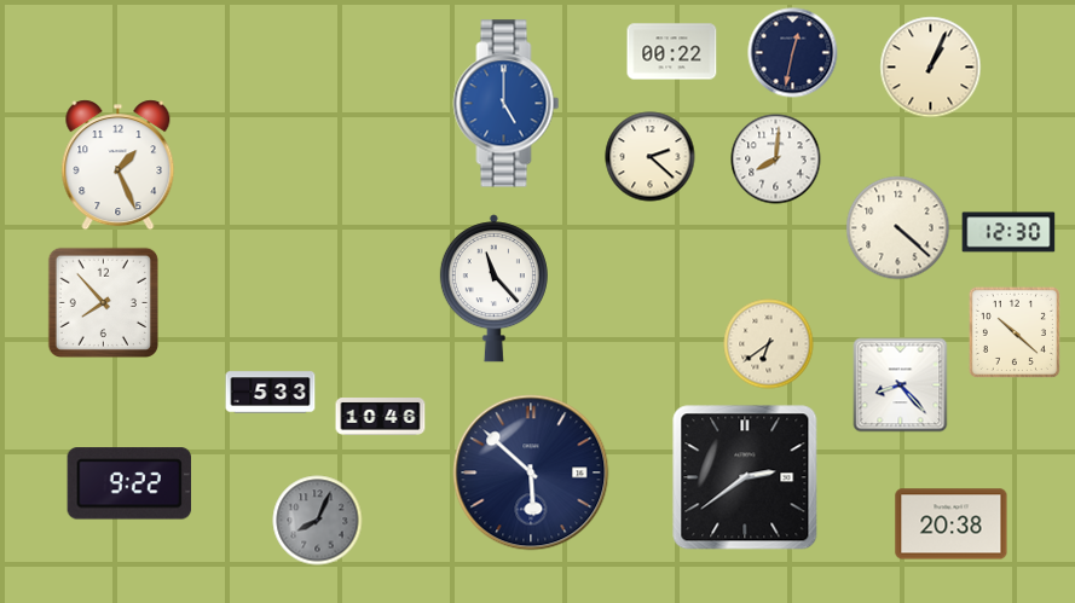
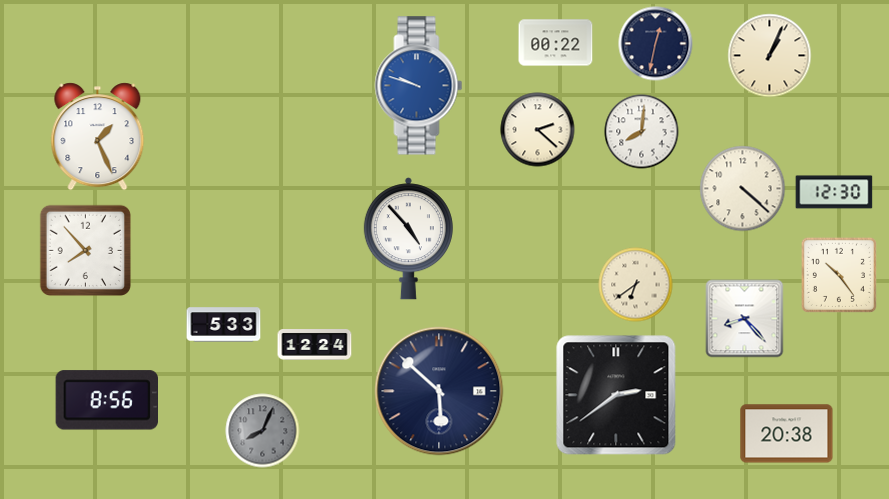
clock at (507, 104): 5:00 -> 9:48
clock at (493, 289): 11:23 -> 4:53
clock at (1015, 332): 10:22 -> 10:24
clock at (381, 417): 10:46 -> 12:24
clock at (128, 483): 9:22 -> 8:56
